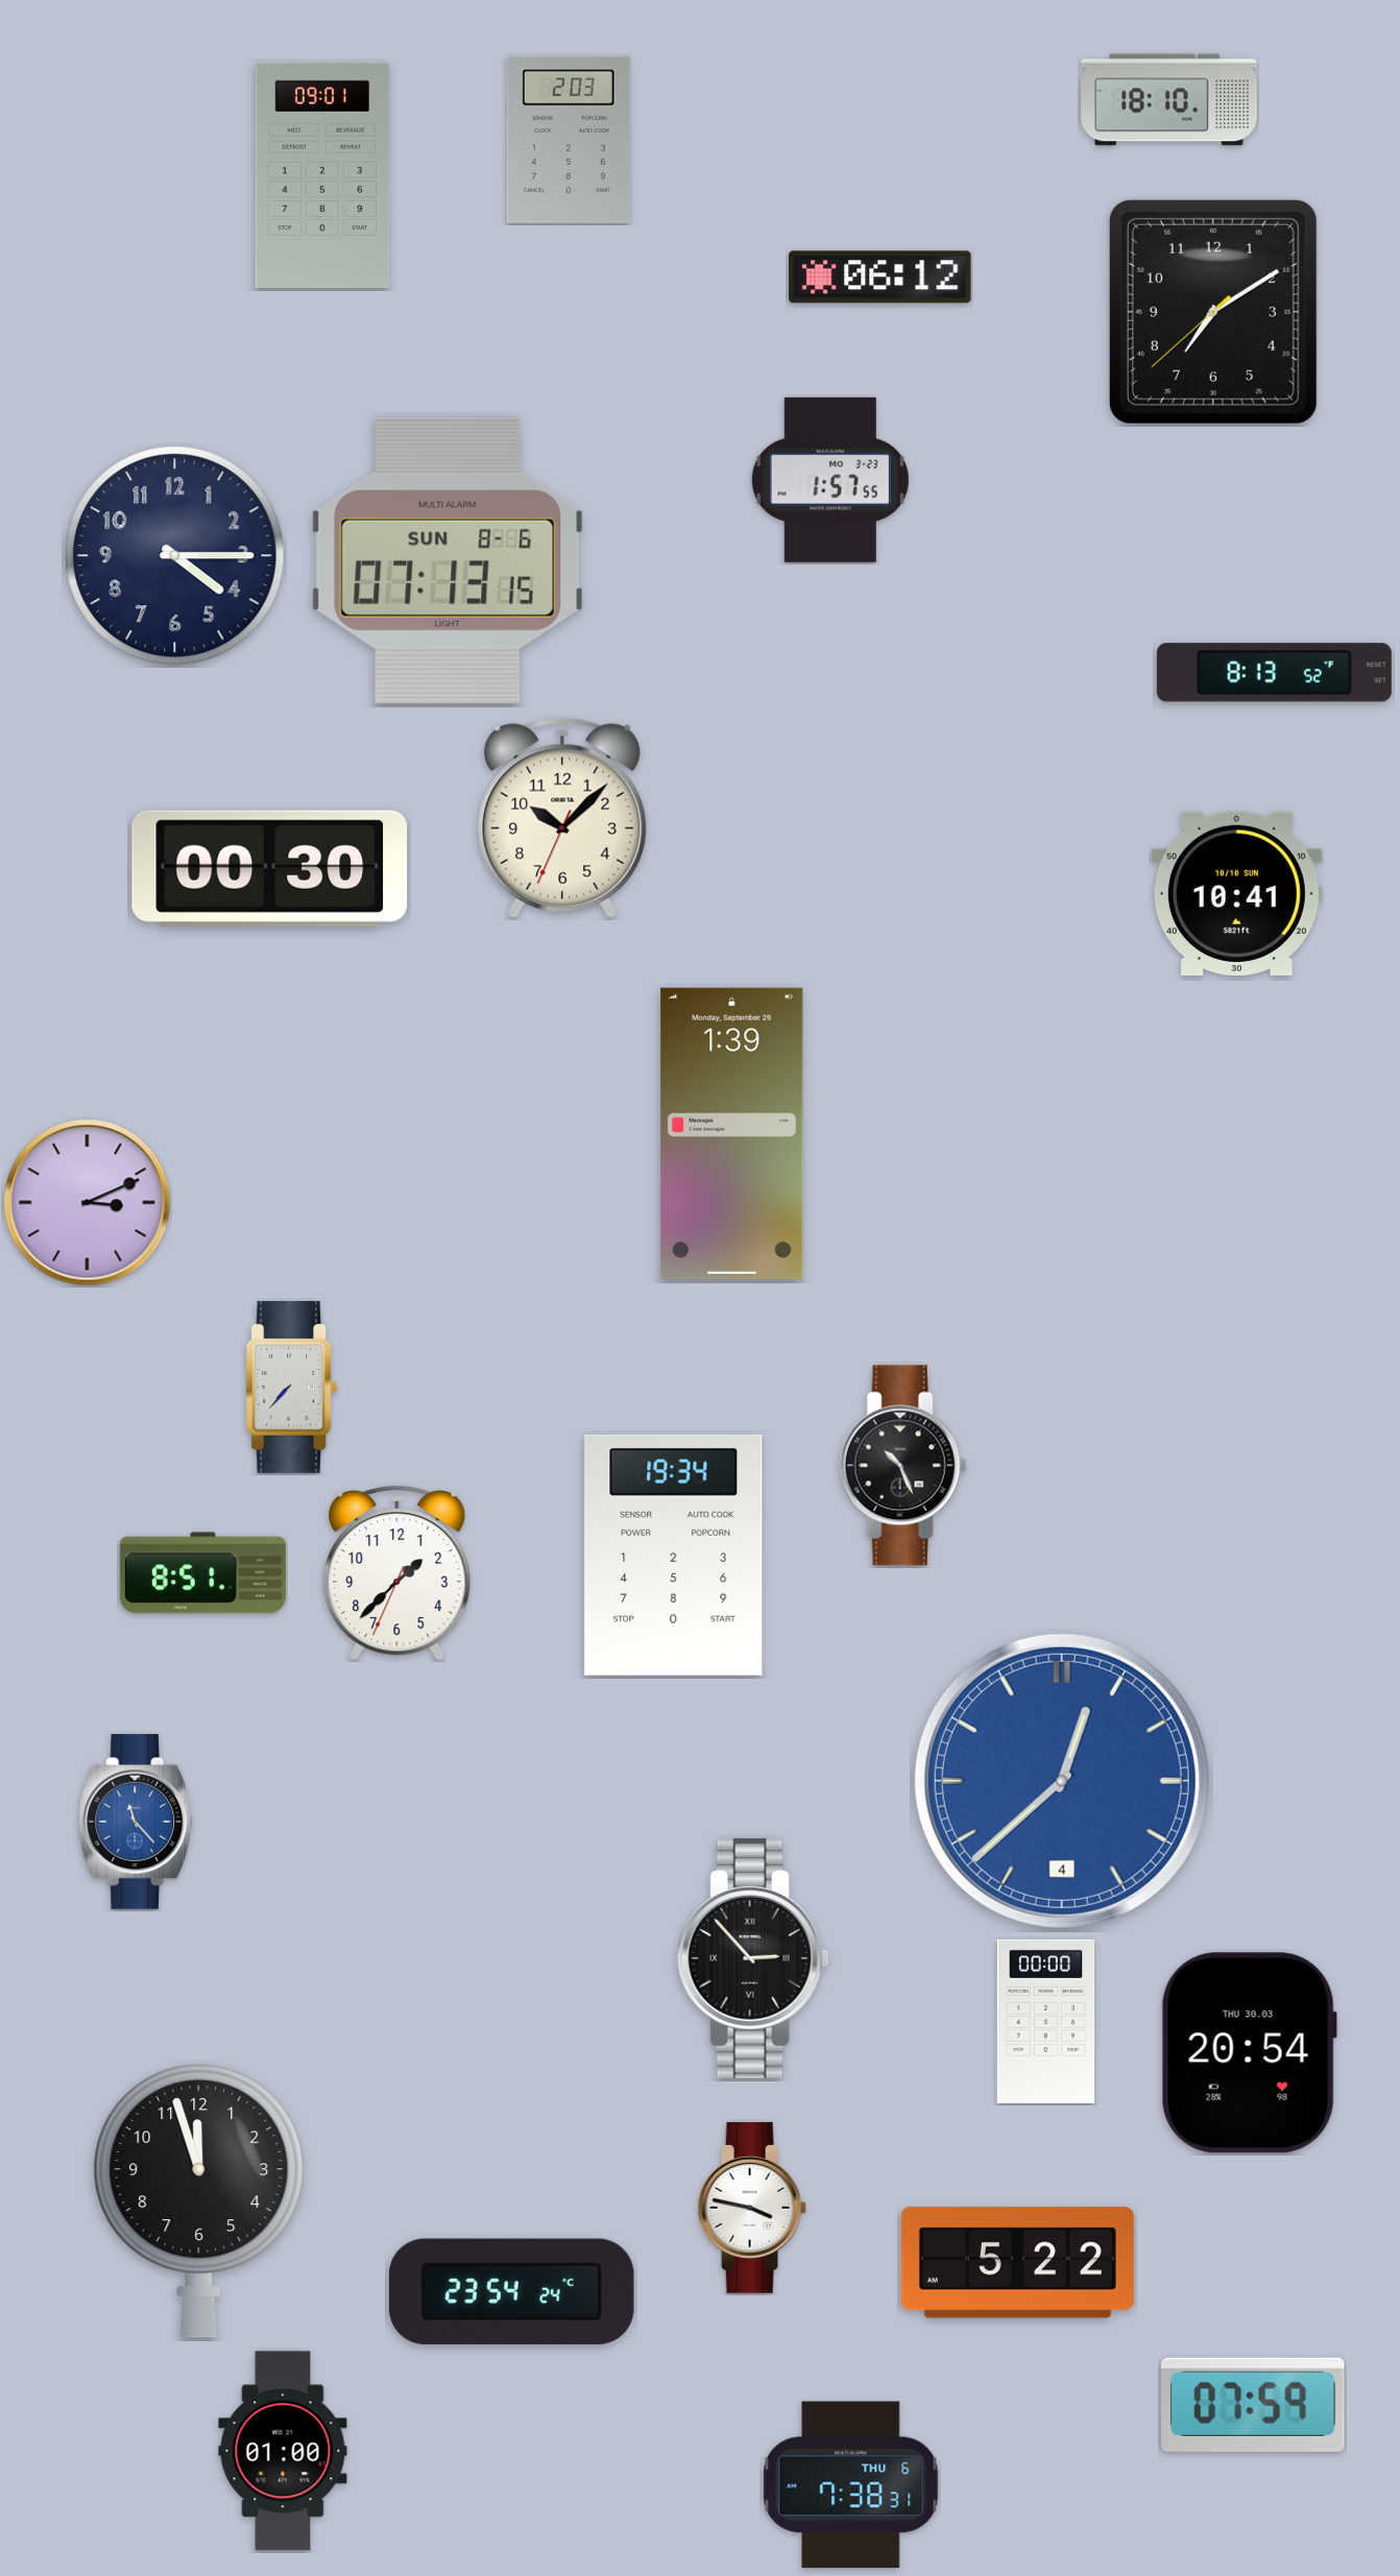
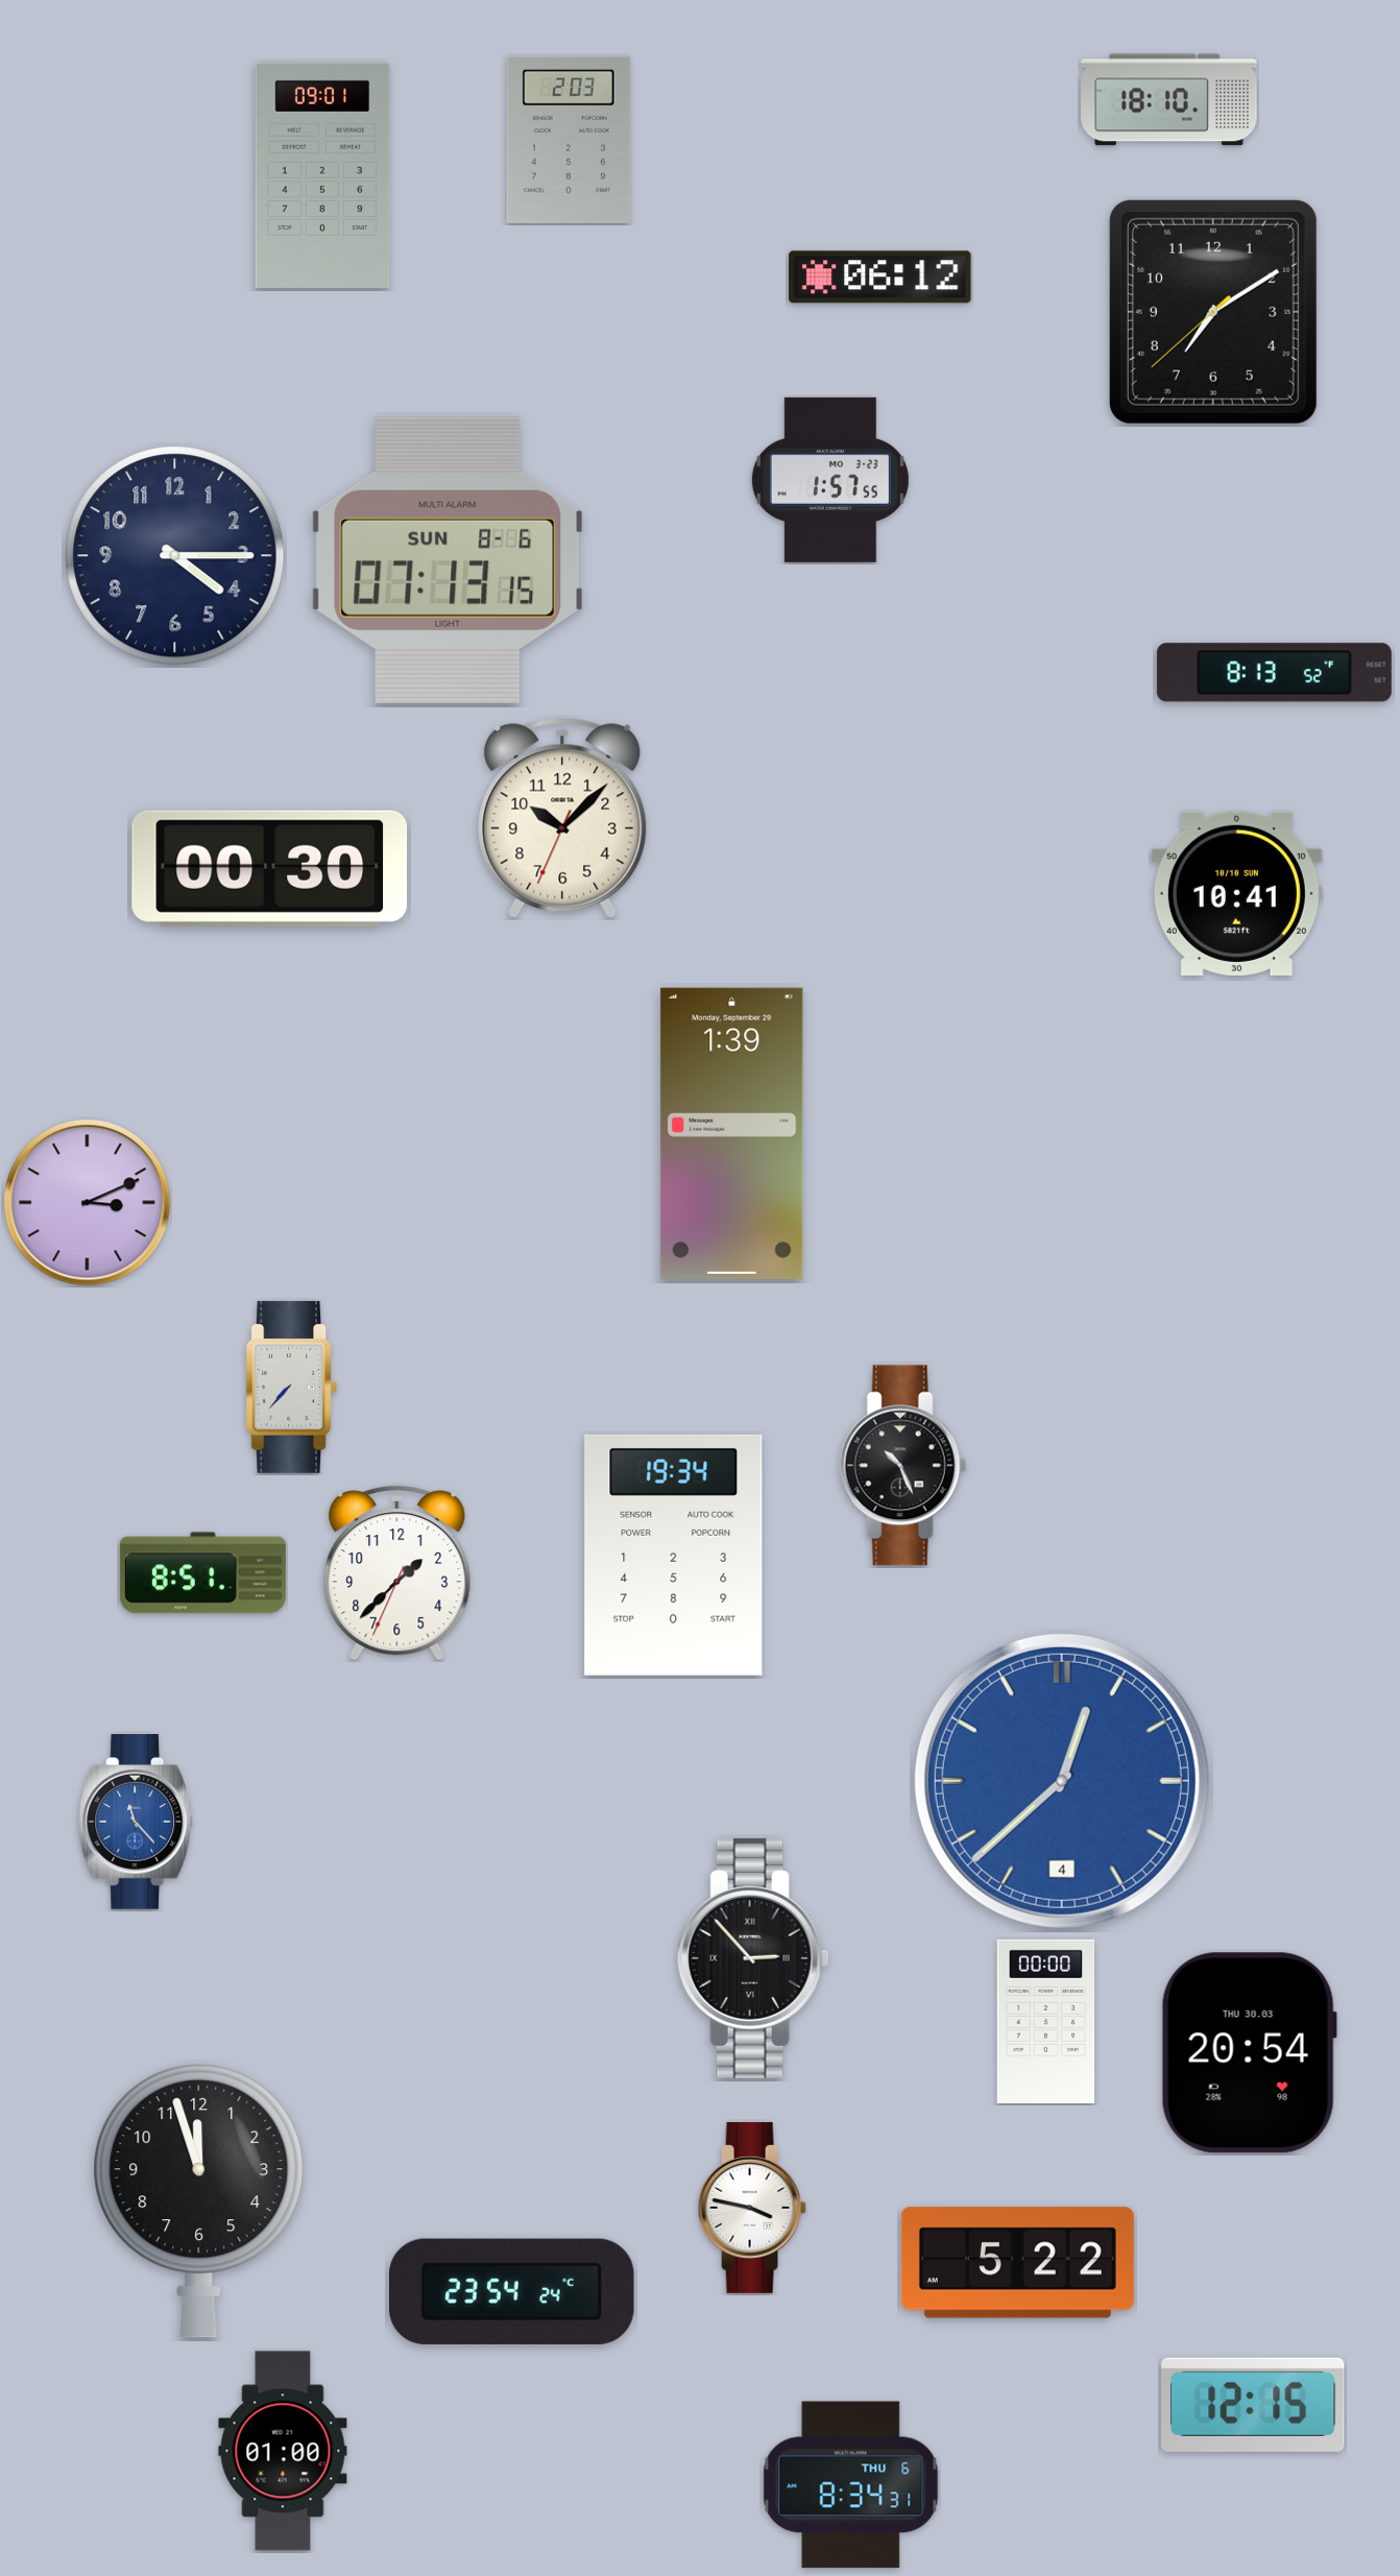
clock at (1253, 2405): 07:59 -> 12:15
clock at (851, 2485): 7:38 -> 8:34
